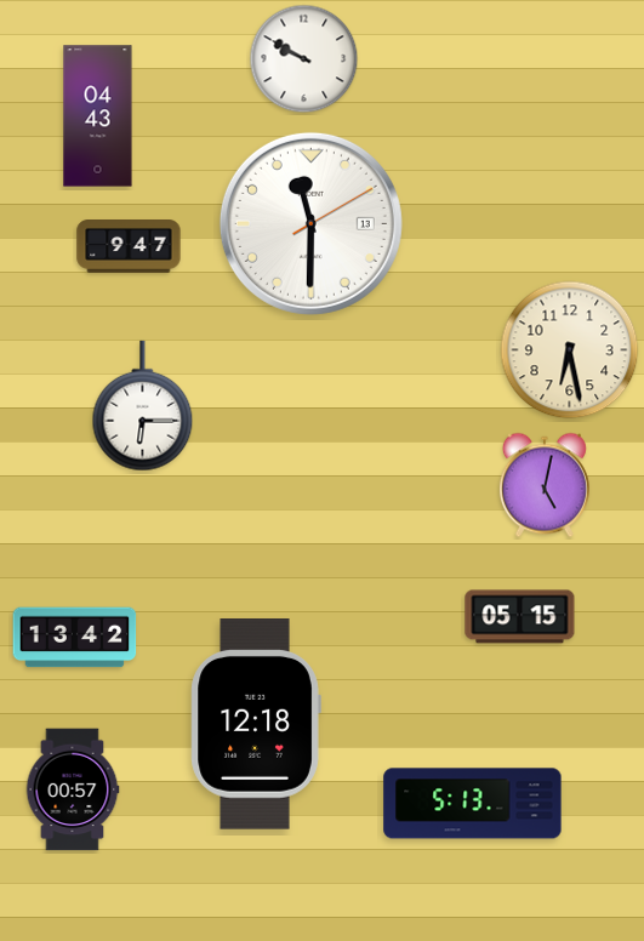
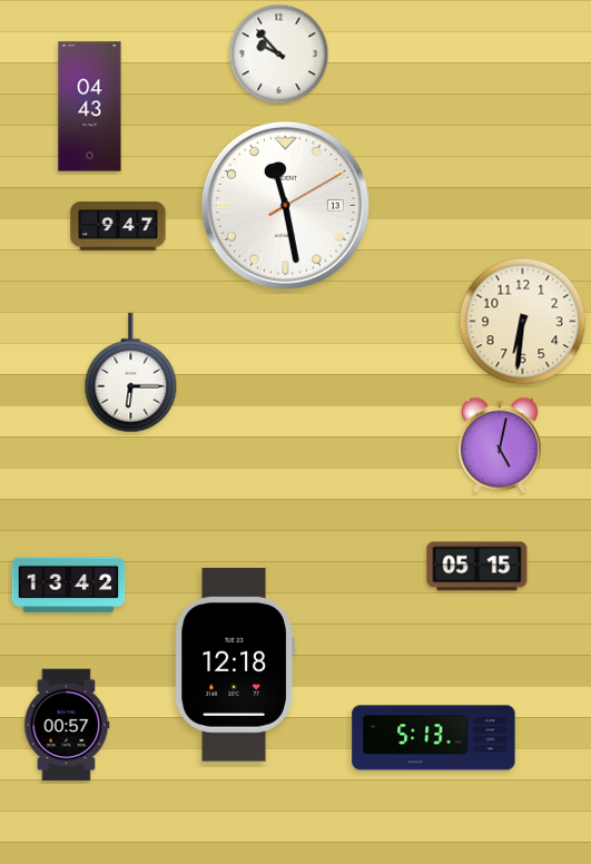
clock at (304, 59): 9:50 -> 9:53
clock at (310, 223): 11:30 -> 11:28
clock at (570, 350): 6:28 -> 6:31
